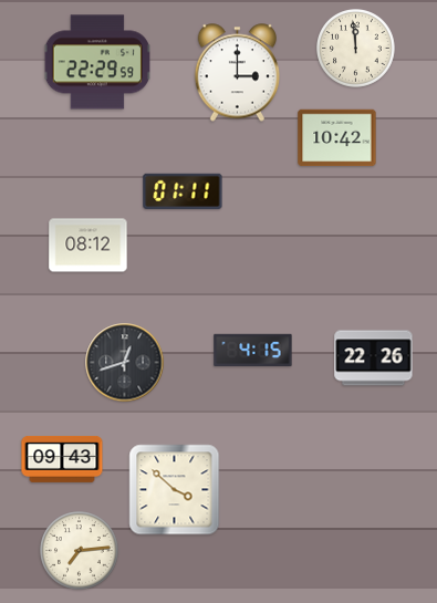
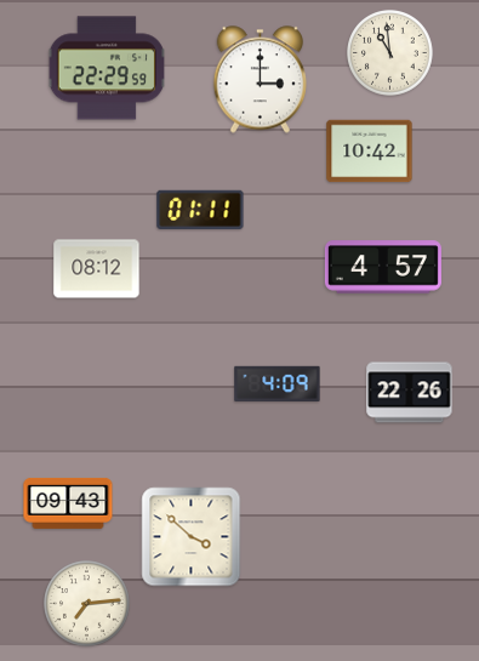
clock at (356, 49): 11:59 -> 10:59
clock at (383, 267): none -> 4:57
clock at (253, 350): 4:15 -> 4:09
clock at (125, 363): 12:42 -> none
